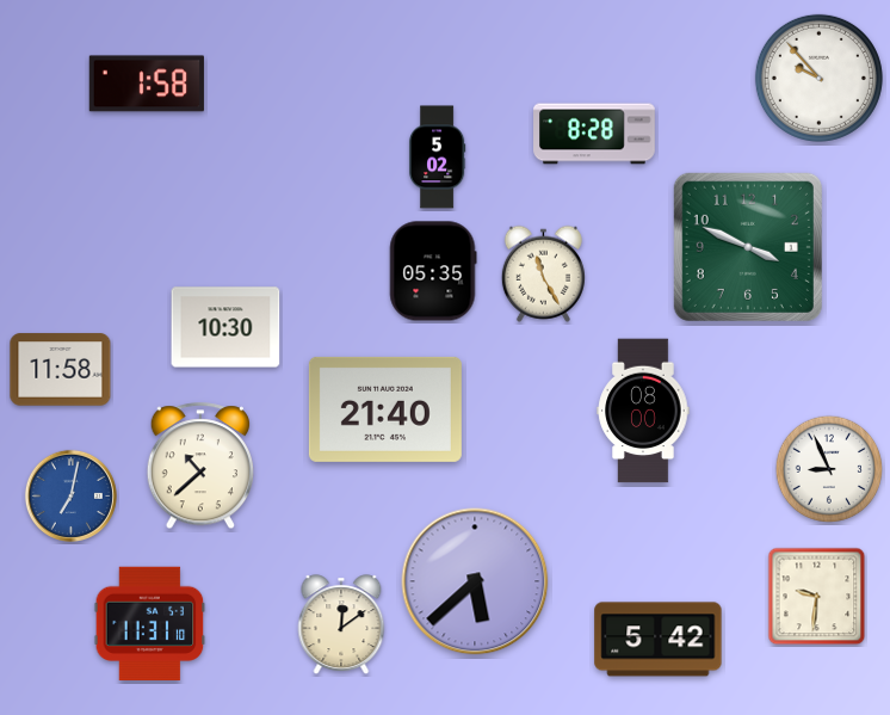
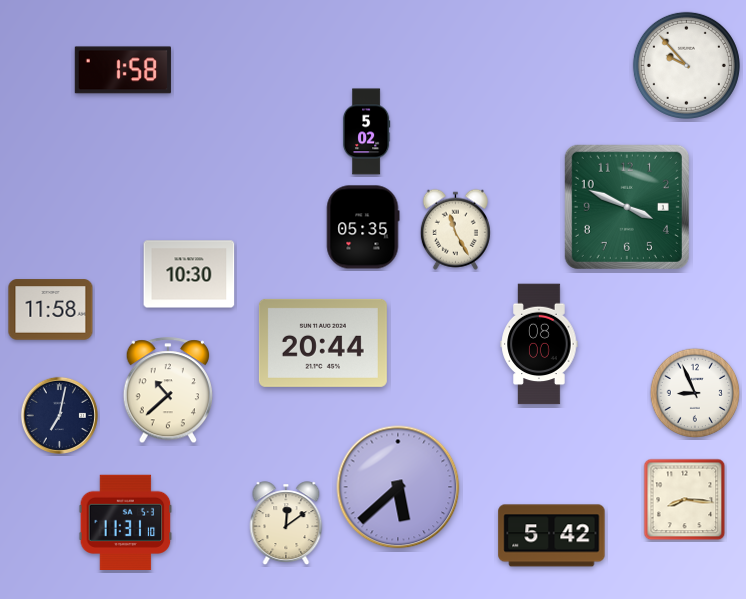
clock at (594, 134): 8:28 -> none
clock at (385, 409): 21:40 -> 20:44
clock at (70, 495) dial: blue -> navy
clock at (817, 597): 9:31 -> 8:16
